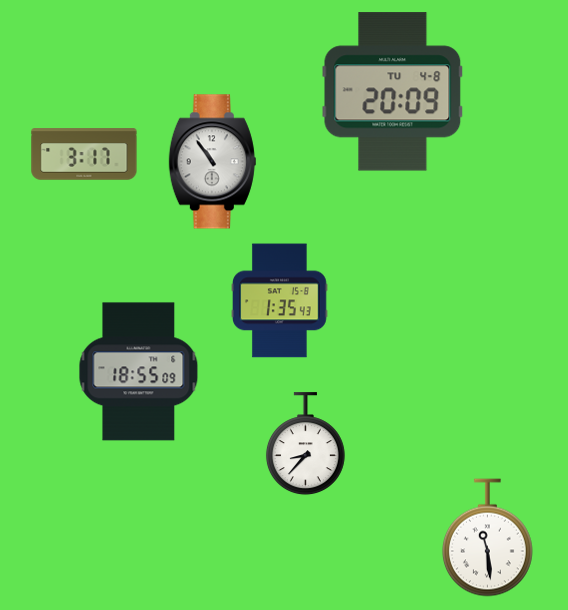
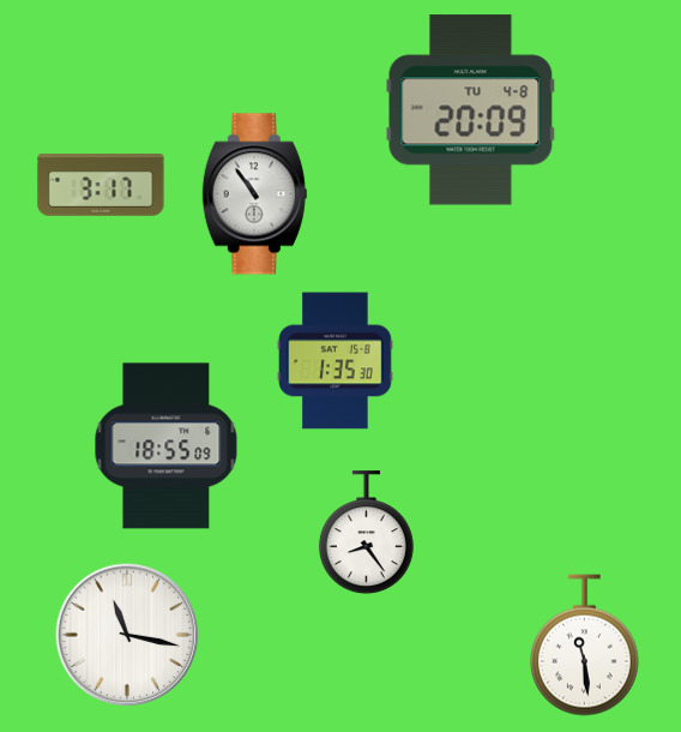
clock at (280, 301): 1:35:43 -> 1:35:30
clock at (305, 444): 8:37 -> 8:24
clock at (127, 635): none -> 11:17
